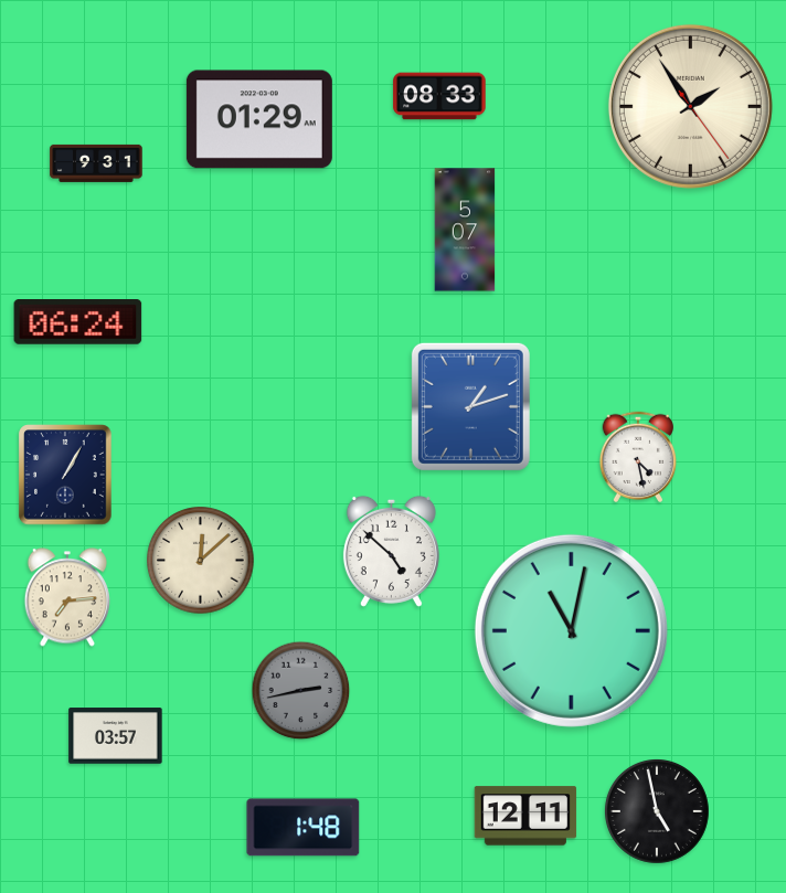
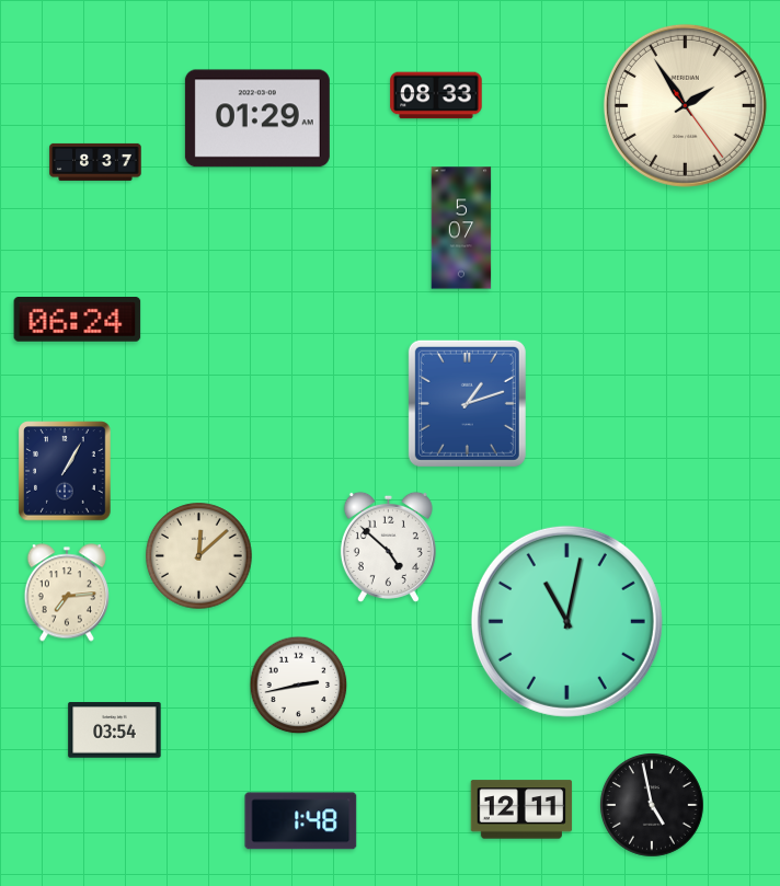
clock at (96, 163): 9:31 -> 8:37
clock at (637, 456): 4:28 -> none
clock at (571, 630) position: (571, 630) -> (566, 621)
clock at (301, 691) dial: grey -> white
clock at (116, 736): 03:57 -> 03:54
